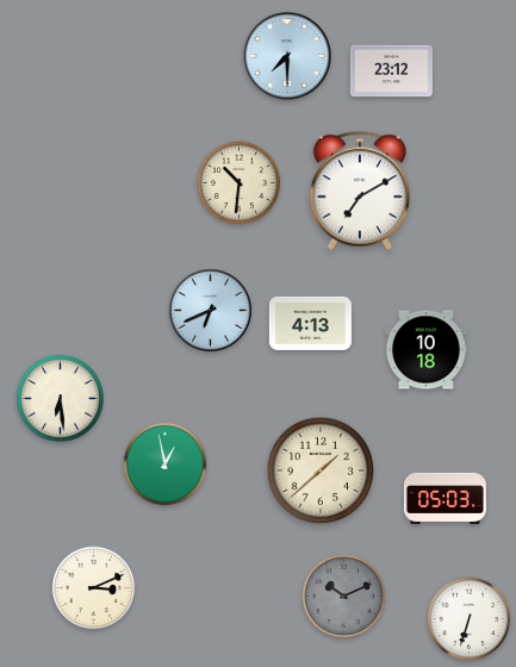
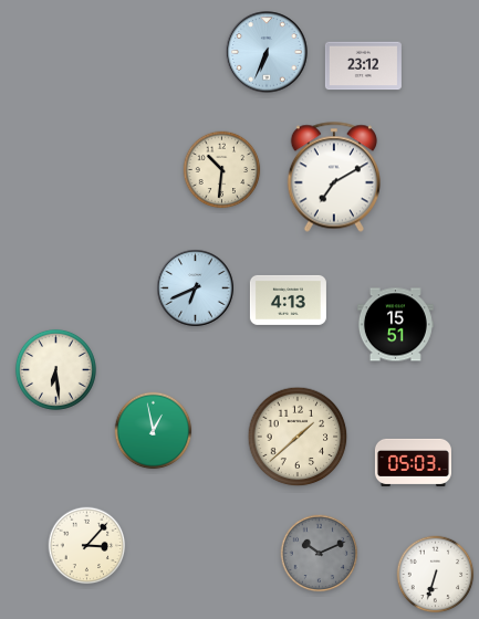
clock at (287, 56): 7:30 -> 6:34
clock at (425, 350): 10:18 -> 15:51
clock at (94, 588): 3:11 -> 3:07
